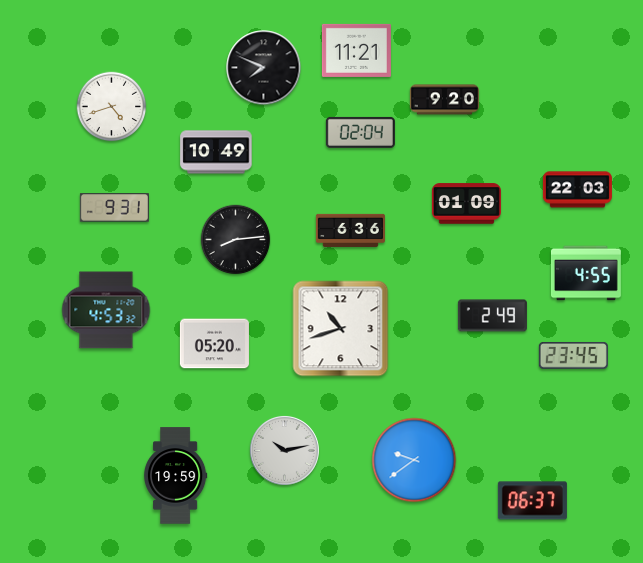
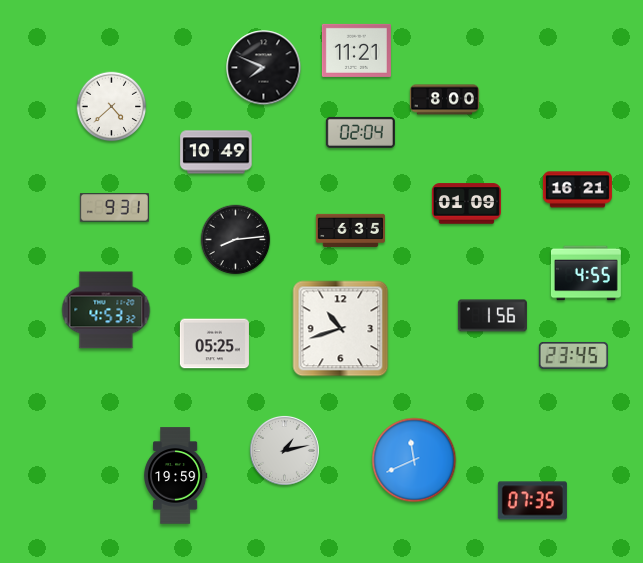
clock at (444, 100): 9:20 -> 8:00
clock at (112, 107): 4:42 -> 4:38
clock at (577, 190): 22:03 -> 16:21
clock at (350, 230): 6:36 -> 6:35
clock at (492, 316): 2:49 -> 1:56
clock at (214, 344): 05:20 -> 05:25
clock at (285, 451): 10:13 -> 1:13
clock at (414, 460): 9:39 -> 11:41
clock at (532, 501): 06:37 -> 07:35
